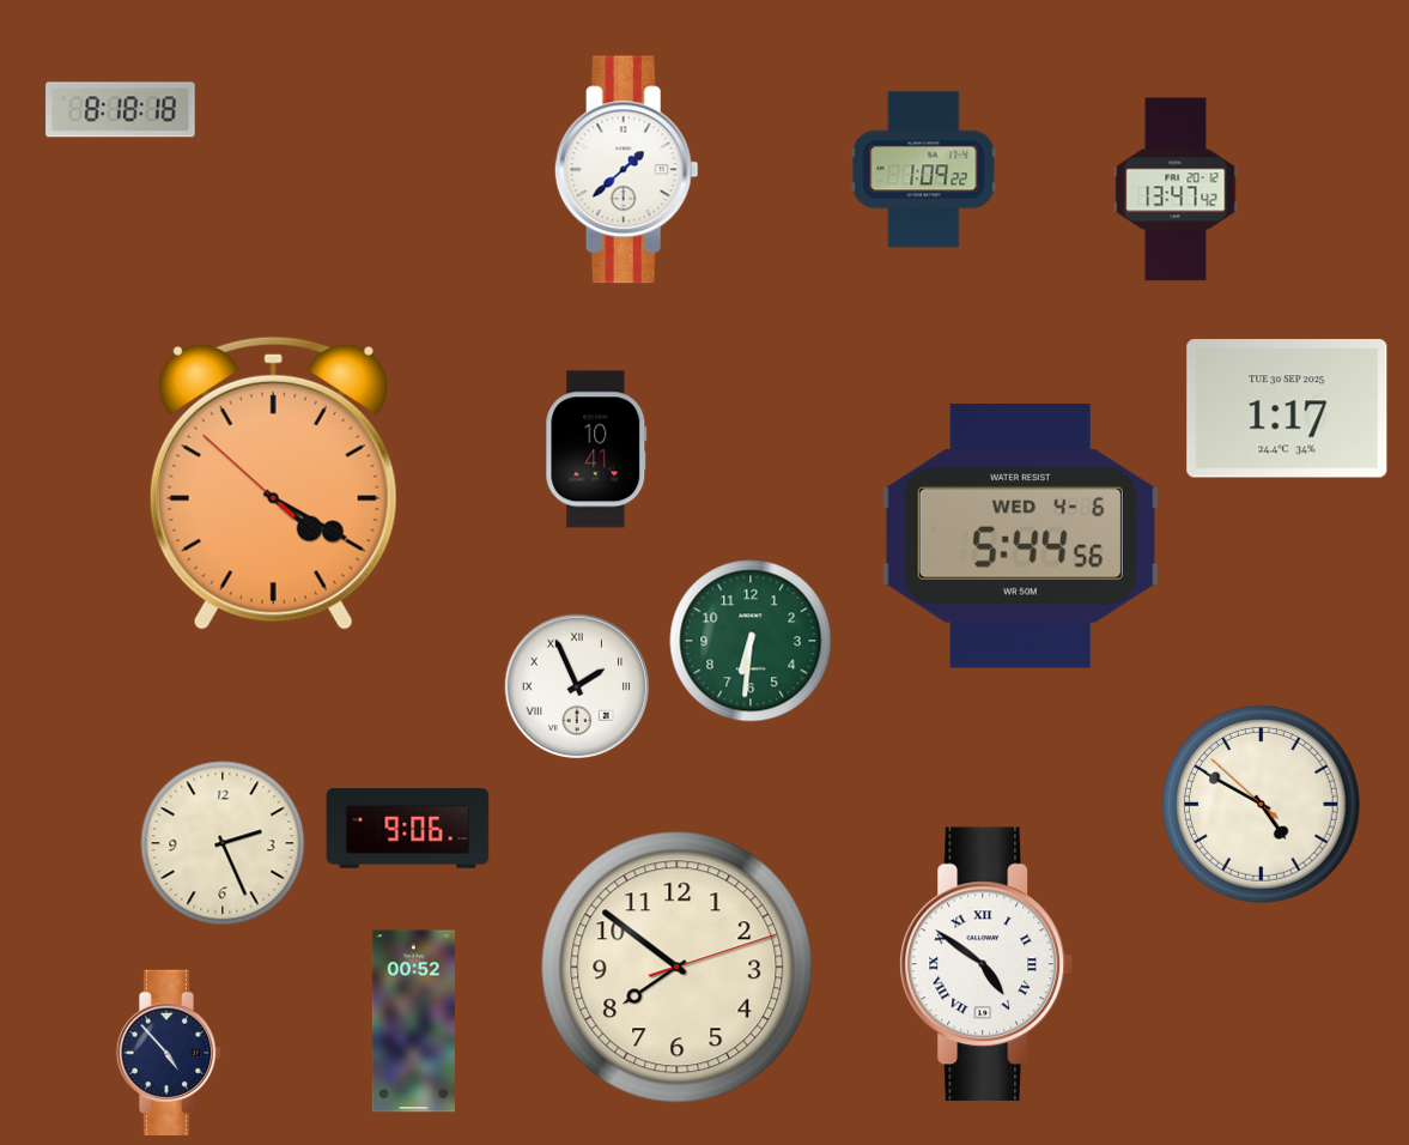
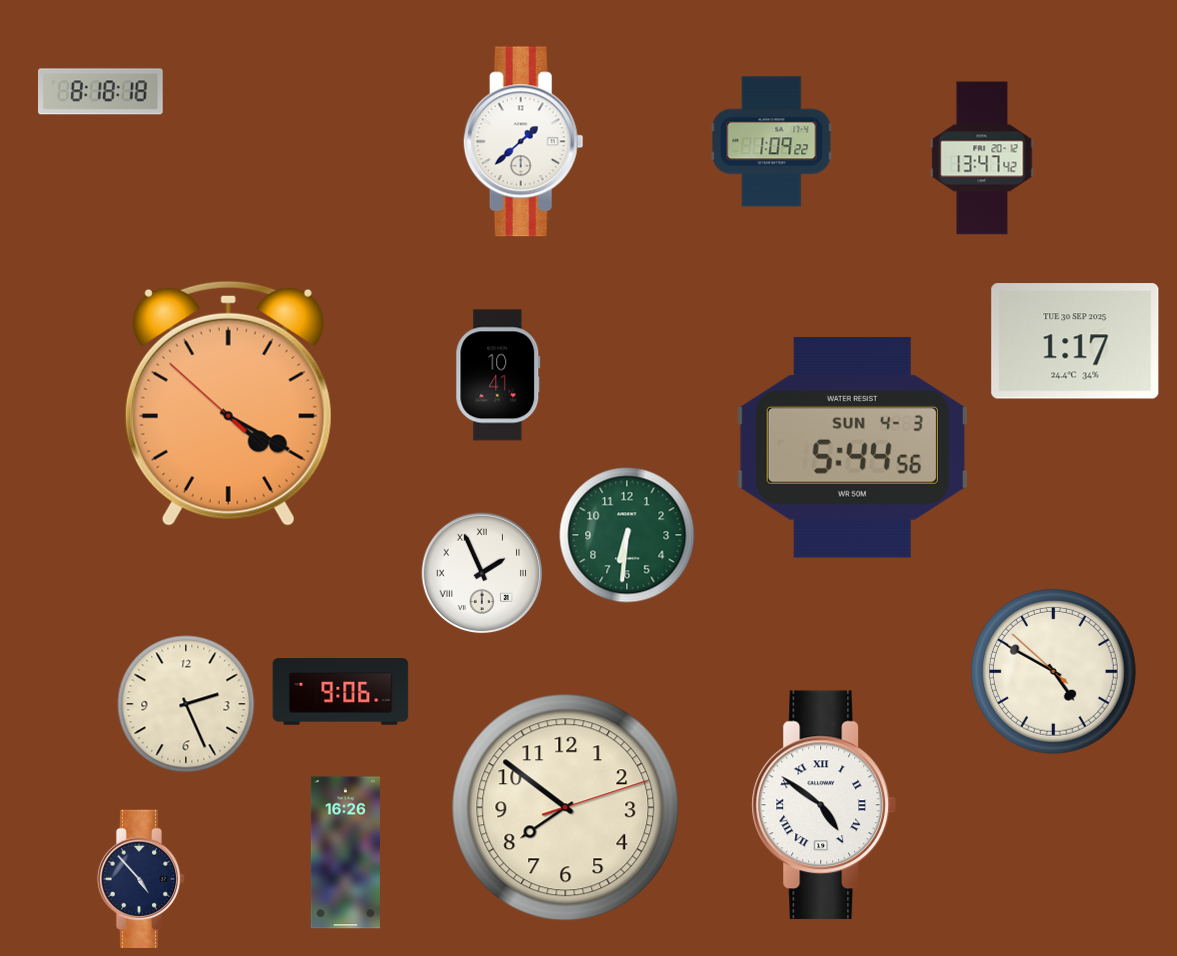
clock at (1020, 537) date: WED 4-6 -> SUN 4-3
clock at (413, 1022): 00:52 -> 16:26
